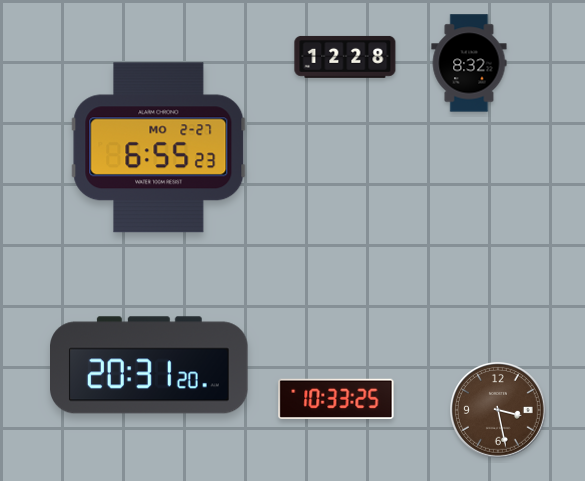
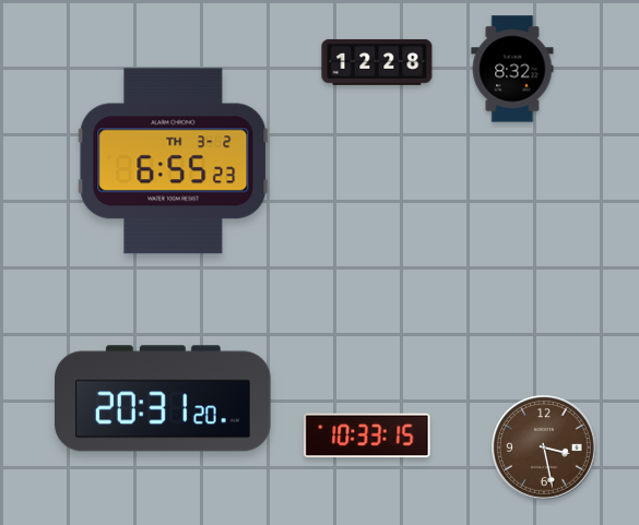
clock at (159, 148) date: MO 2-27 -> TH 3-2
clock at (336, 399): 10:33:25 -> 10:33:15
